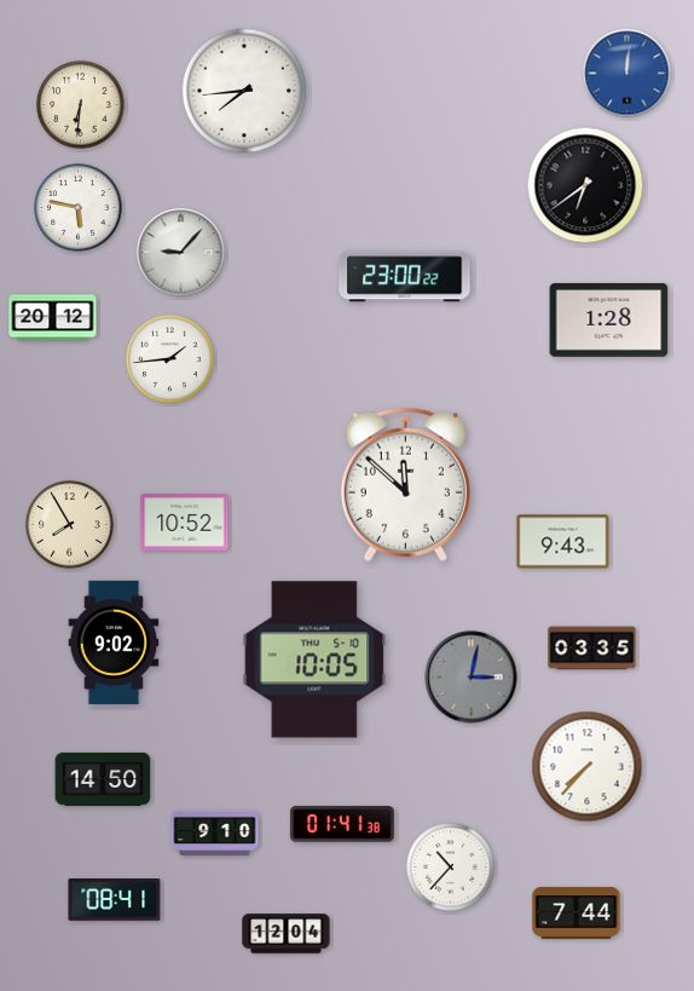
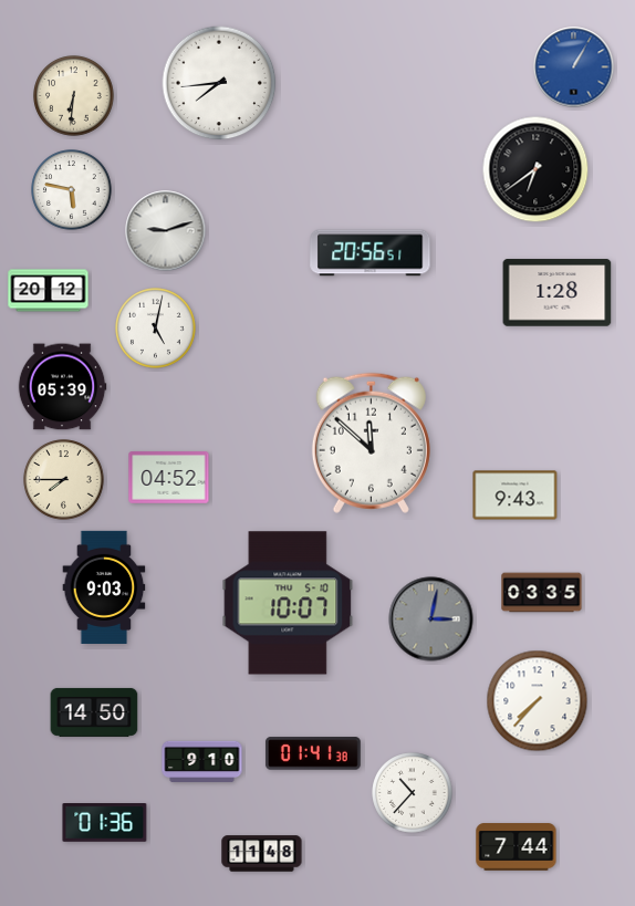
clock at (628, 74): 12:01 -> 1:05
clock at (244, 91) position: (244, 91) -> (219, 83)
clock at (181, 253): 9:07 -> 9:12
clock at (405, 277): 23:00 -> 20:56
clock at (170, 359): 1:44 -> 5:02
clock at (62, 387): none -> 05:39
clock at (185, 523): 10:52 -> 04:52
clock at (70, 525): 7:55 -> 7:45
clock at (114, 643): 9:02 -> 9:03
clock at (314, 659): 10:05 -> 10:07
clock at (215, 834) position: (215, 834) -> (202, 762)
clock at (115, 900): 08:41 -> 01:36
clock at (577, 914) position: (577, 914) -> (517, 847)
clock at (287, 934): 12:04 -> 11:48
